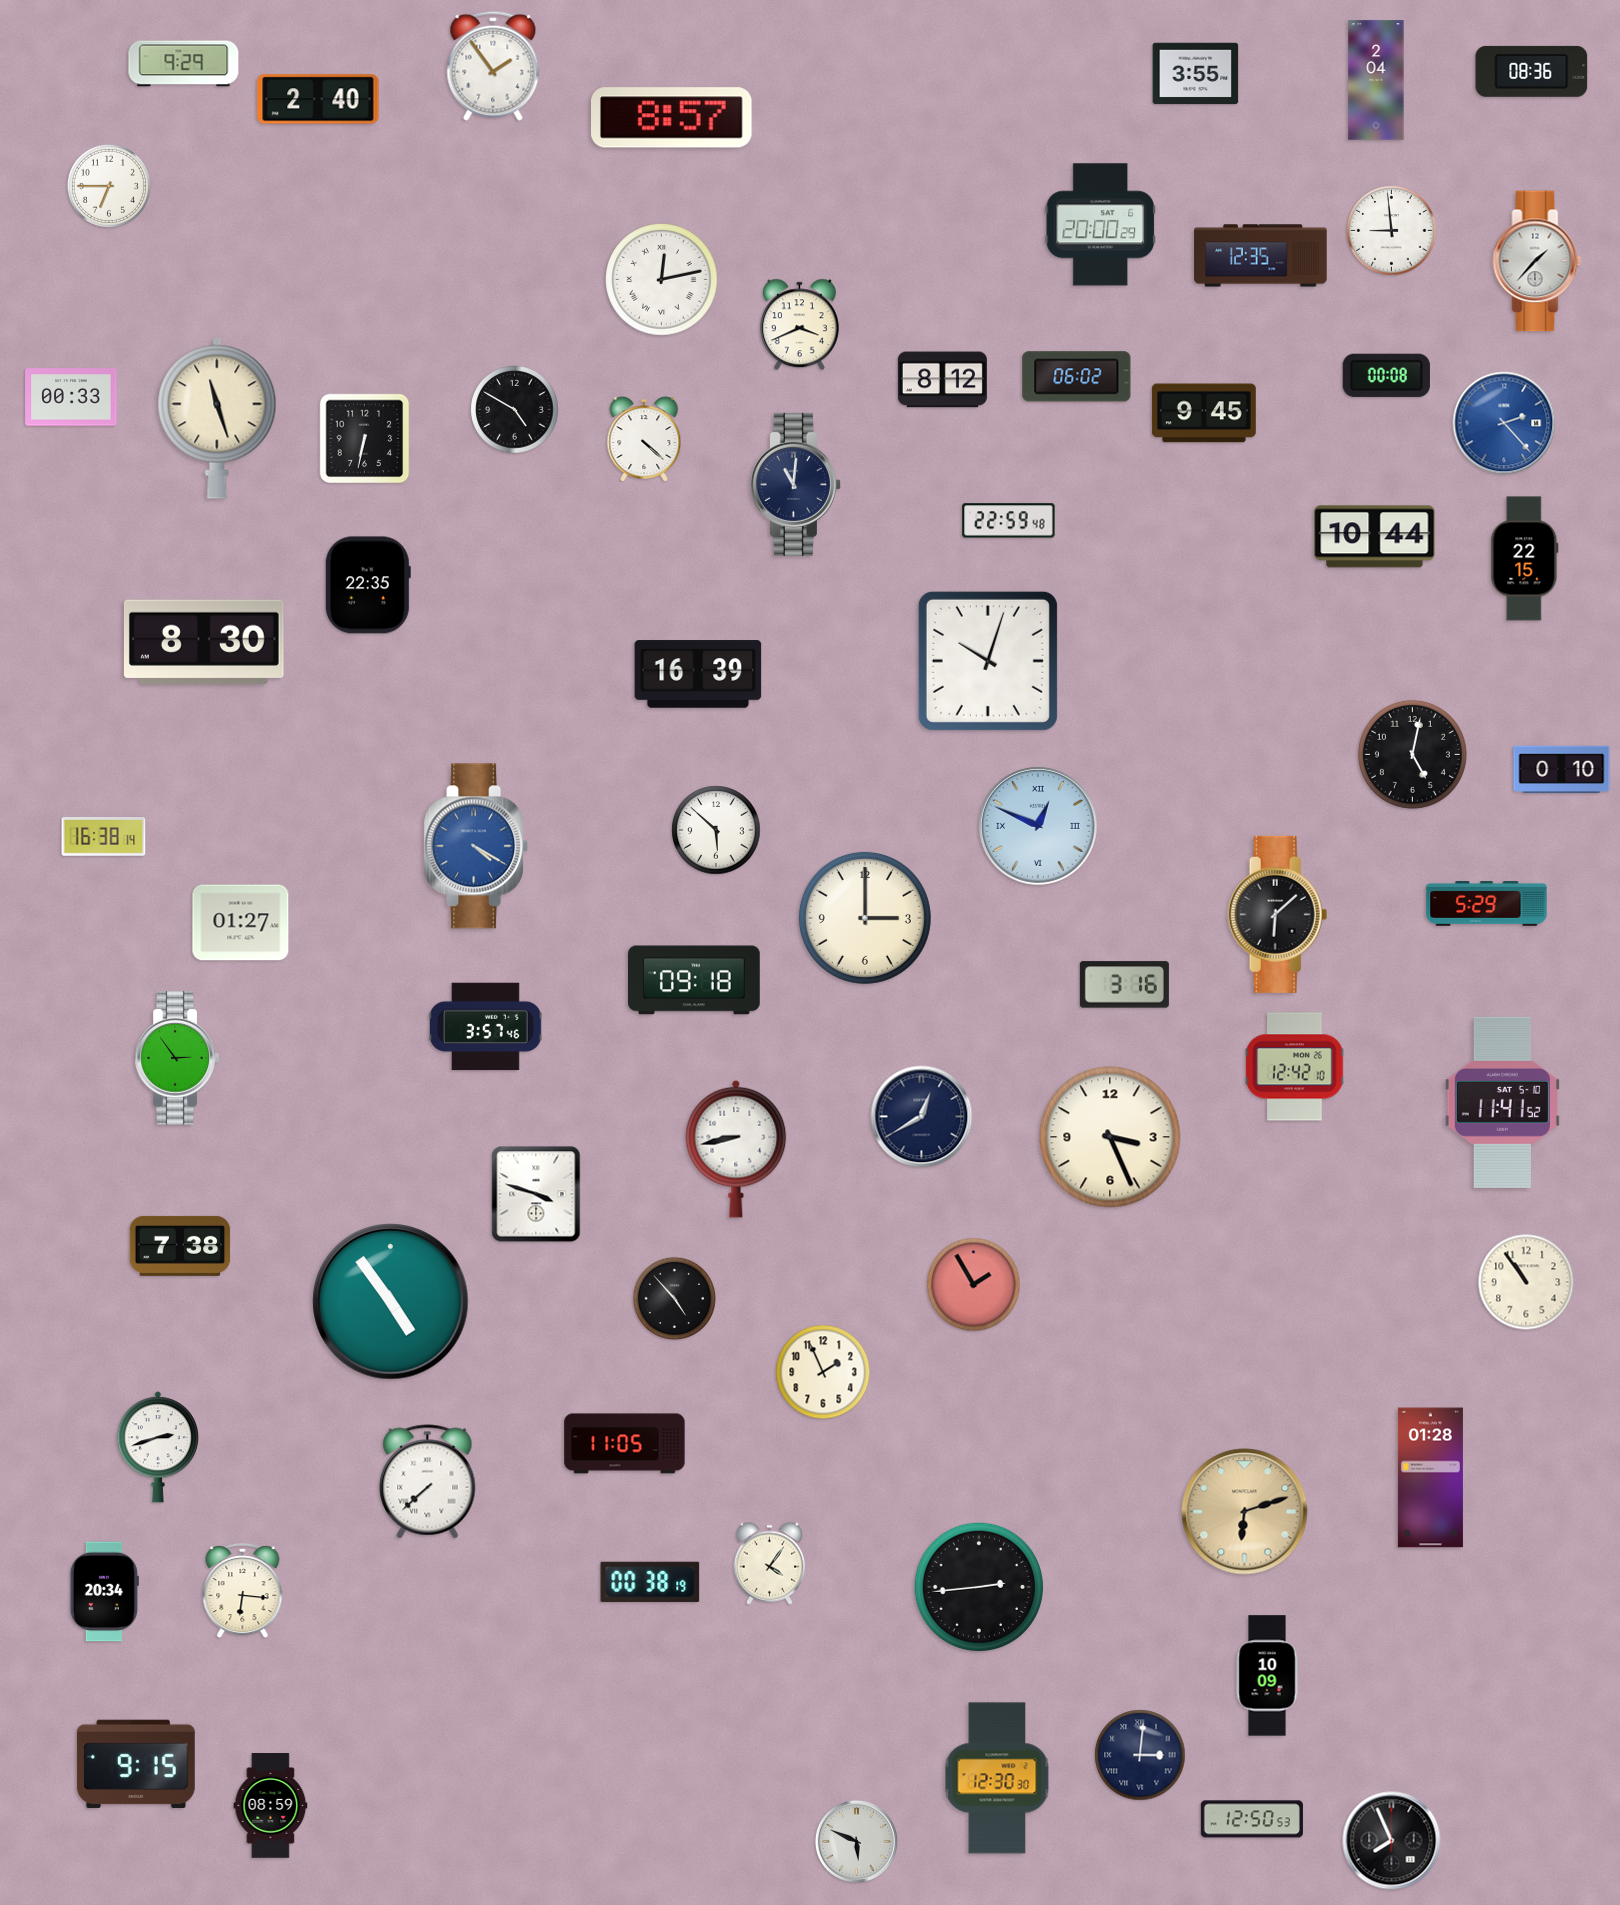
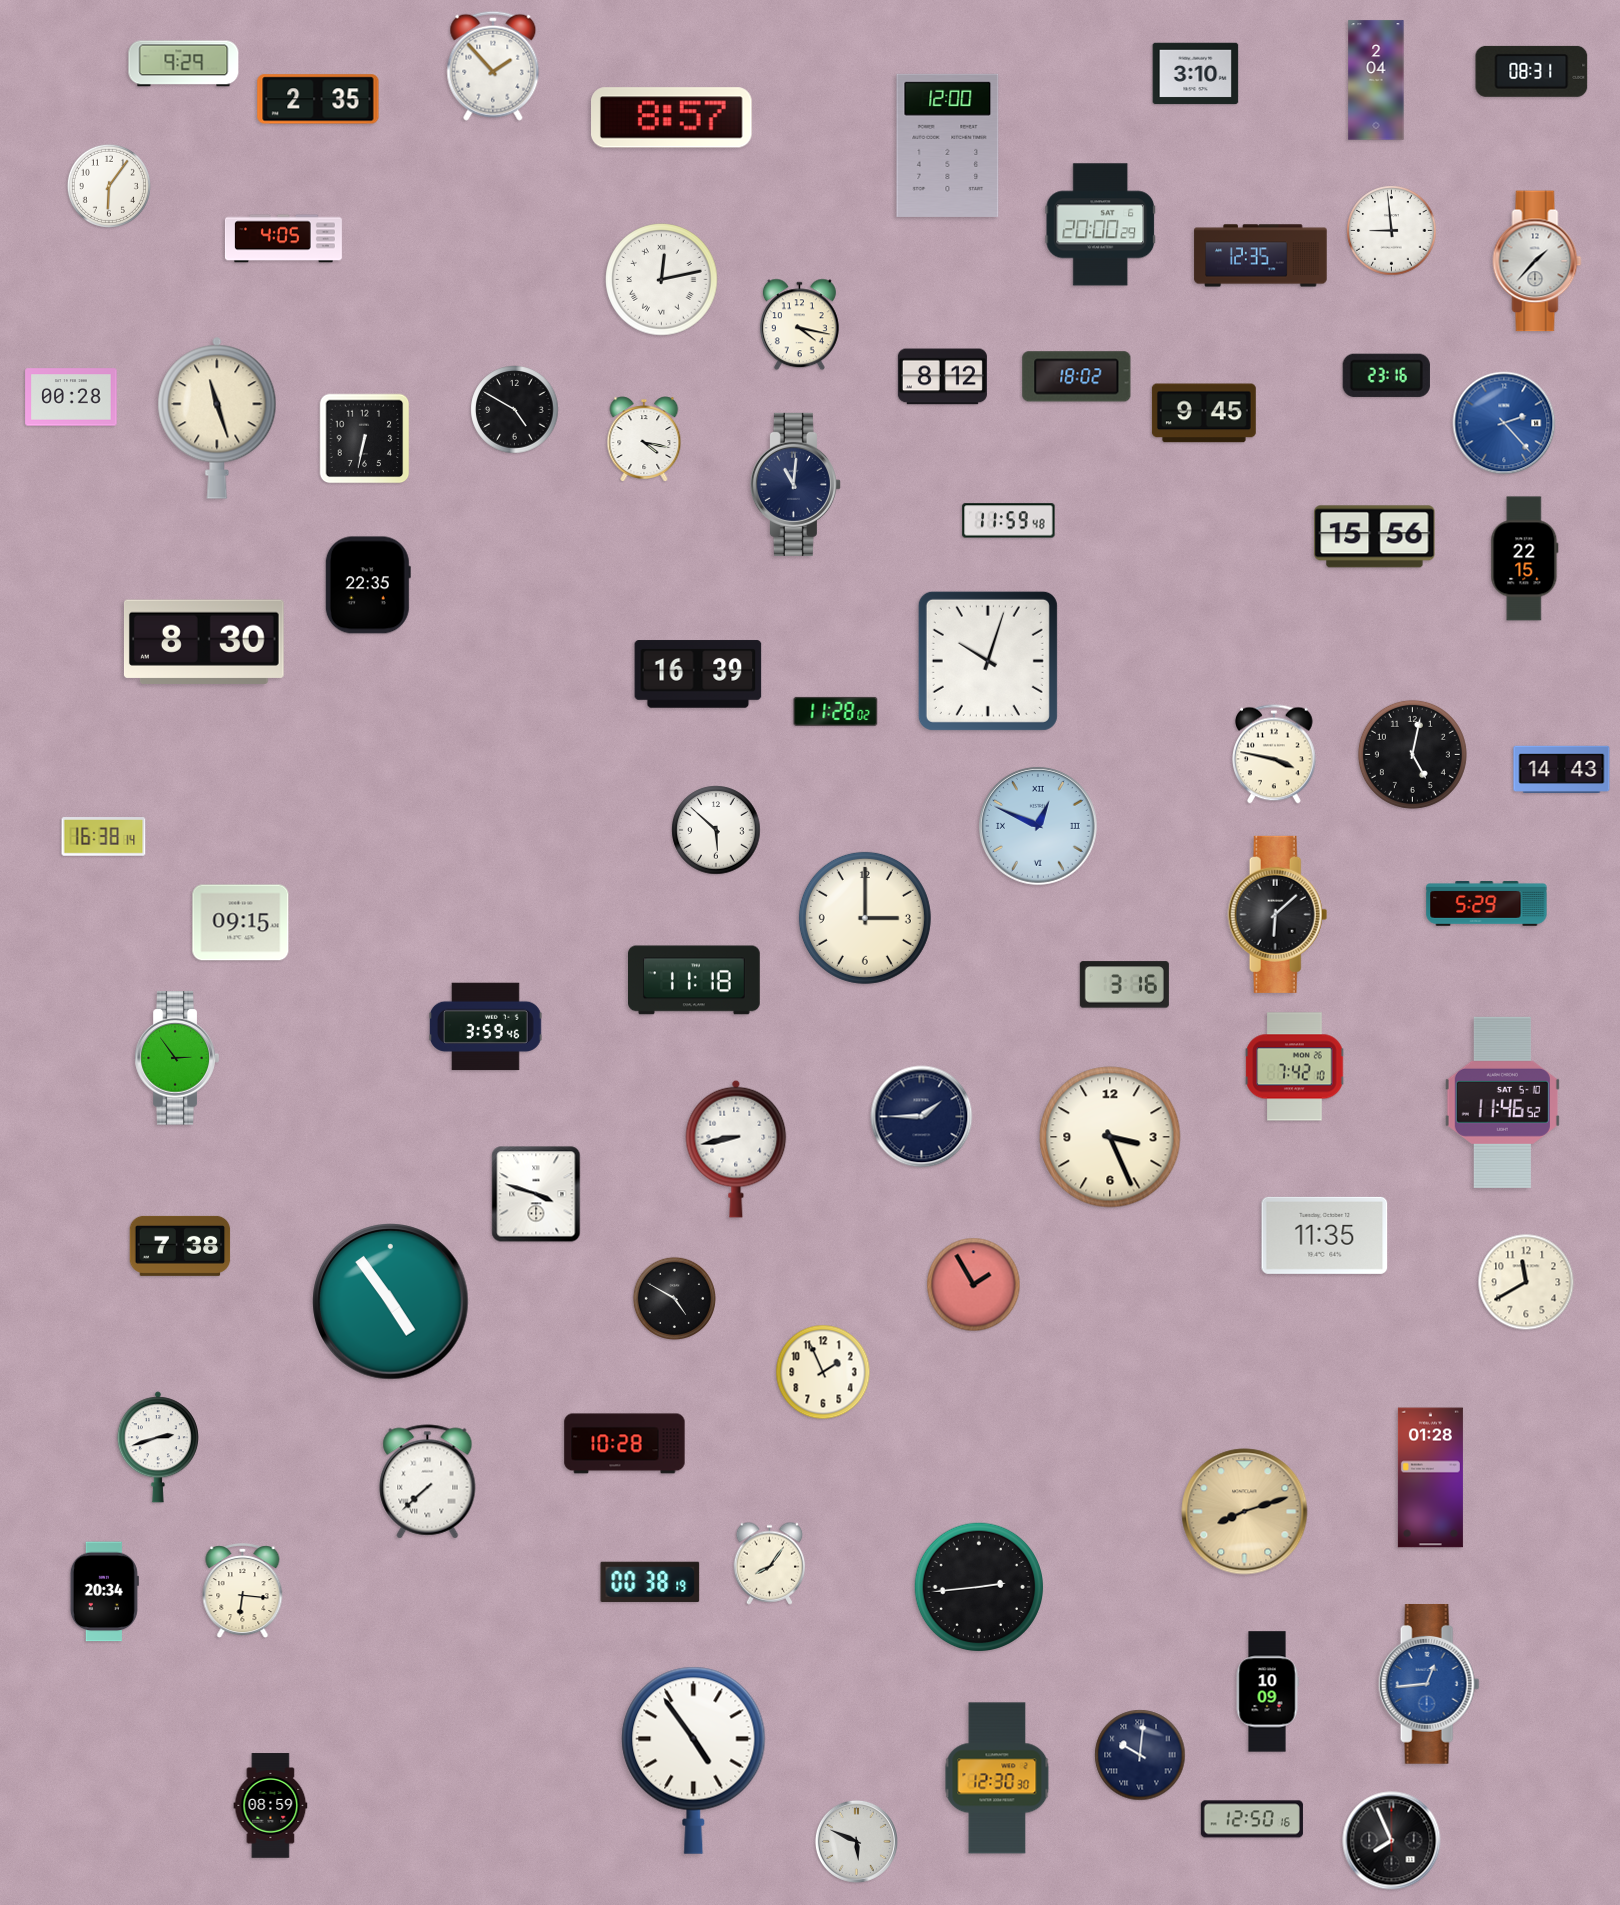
clock at (493, 66): 1:54 -> 1:53
clock at (1532, 71): 08:36 -> 08:31
clock at (1196, 74): 3:55 -> 3:10
clock at (318, 99): 2:40 -> 2:35
clock at (948, 145): none -> 12:00
clock at (109, 186): 6:45 -> 6:06
clock at (283, 239): none -> 4:05
clock at (799, 325): 3:41 -> 4:17
clock at (1386, 375): 00:08 -> 23:16
clock at (1077, 377): 06:02 -> 18:02
clock at (942, 380) position: (942, 380) -> (942, 377)
clock at (71, 397): 00:33 -> 00:28
clock at (644, 439): 4:22 -> 4:17
clock at (1009, 521): 22:59 -> 11:59
clock at (1375, 537): 10:44 -> 15:56
clock at (836, 711): none -> 11:28
clock at (1275, 754): none -> 3:47
clock at (1562, 769): 0:10 -> 14:43
clock at (476, 846): 4:20 -> none
clock at (241, 923): 01:27 -> 09:15
clock at (695, 980): 09:18 -> 11:18
clock at (486, 1027): 3:57 -> 3:59
clock at (1295, 1067): 12:42 -> 7:42
clock at (1502, 1102): 11:41 -> 11:46
clock at (922, 1117): 12:40 -> 1:45
clock at (1325, 1235): none -> 11:35
clock at (1526, 1282): 10:54 -> 11:40
clock at (674, 1298): 4:53 -> 4:50
clock at (625, 1444): 11:05 -> 10:28
clock at (1245, 1512): 6:12 -> 8:12
clock at (770, 1563): 4:06 -> 8:06
clock at (1267, 1676) position: (1267, 1676) -> (1267, 1692)
clock at (1429, 1685): none -> 12:44
clock at (1140, 1755): 3:01 -> 10:01
clock at (694, 1760): none -> 4:54
clock at (136, 1763): 9:15 -> none
clock at (1252, 1819): 12:50:53 -> 12:50:16
